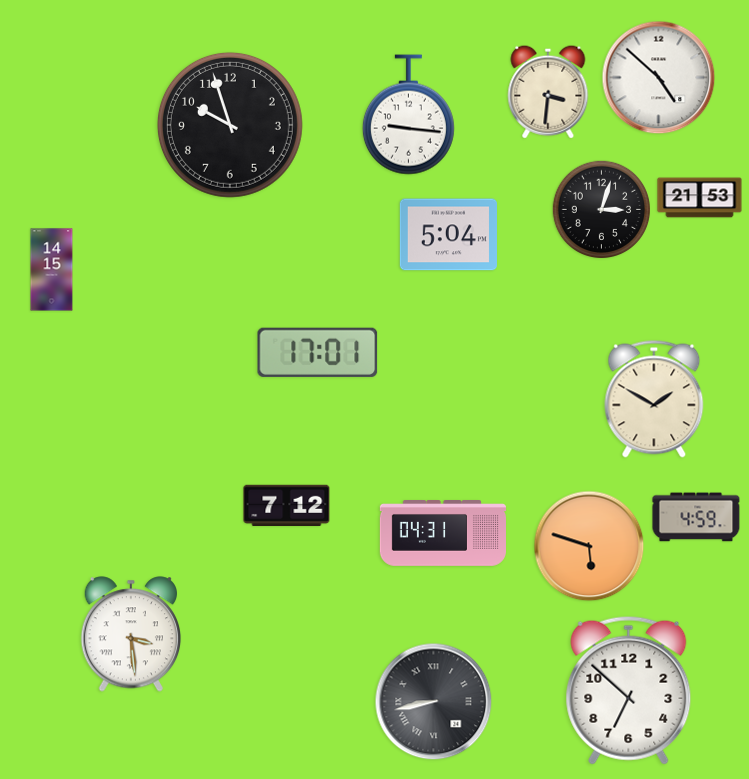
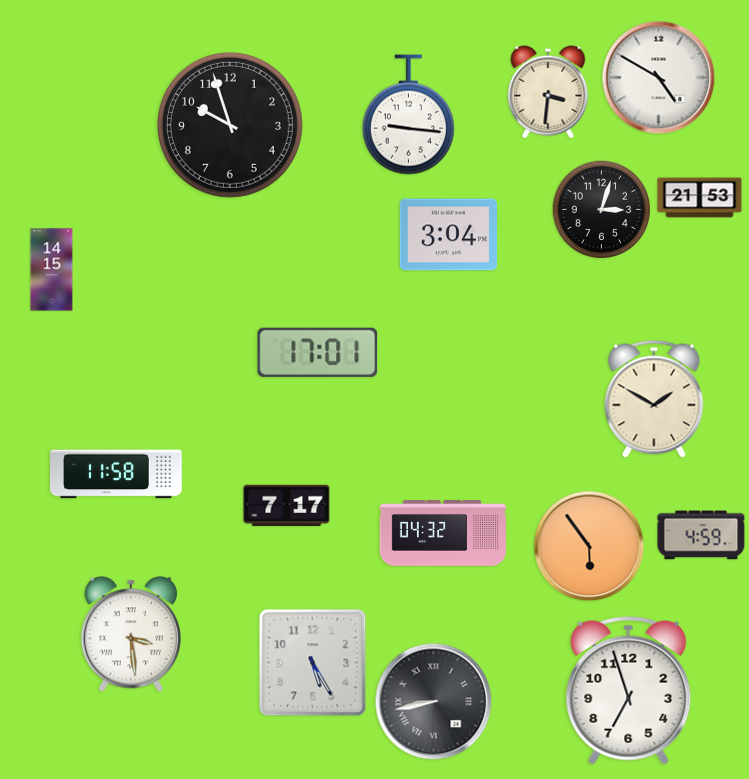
clock at (659, 78): 4:52 -> 4:50
clock at (448, 235): 5:04 -> 3:04
clock at (117, 474): none -> 11:58
clock at (287, 506): 7:12 -> 7:17
clock at (696, 517) position: (696, 517) -> (701, 535)
clock at (442, 534): 04:31 -> 04:32
clock at (589, 546): 5:48 -> 5:54
clock at (313, 663): none -> 5:25
clock at (629, 690): 6:52 -> 6:57
